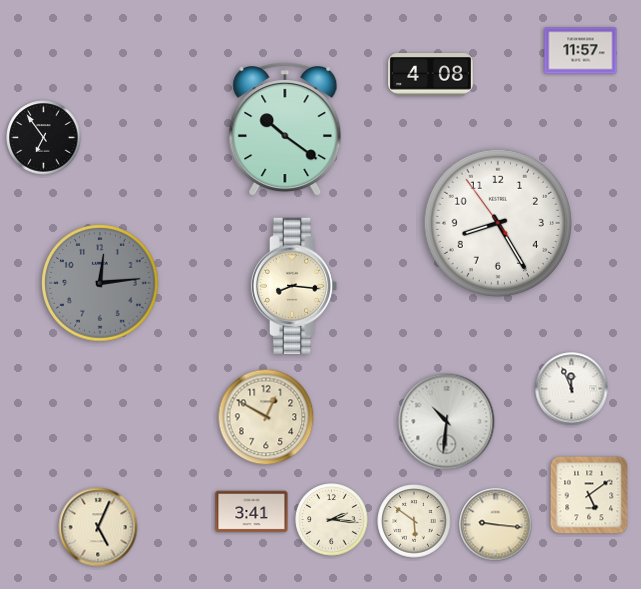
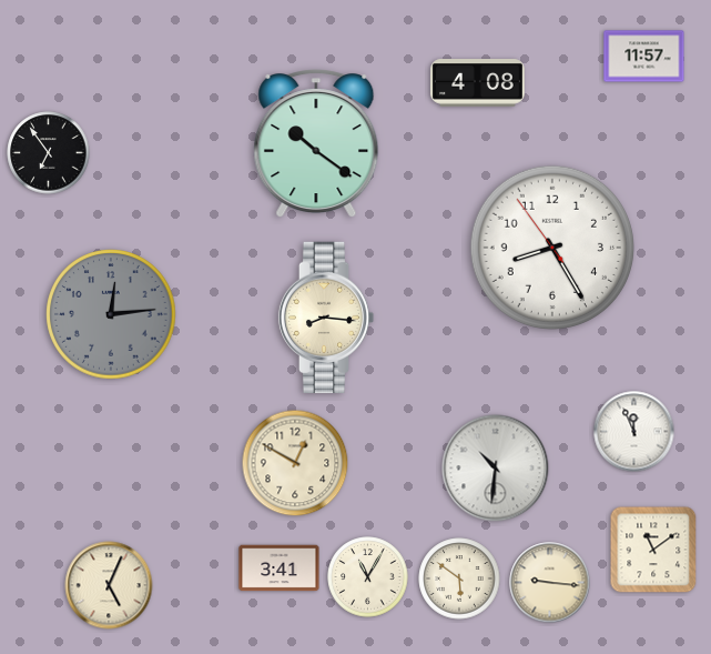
clock at (589, 495): 5:09 -> 11:09
clock at (332, 520): 2:16 -> 11:05
